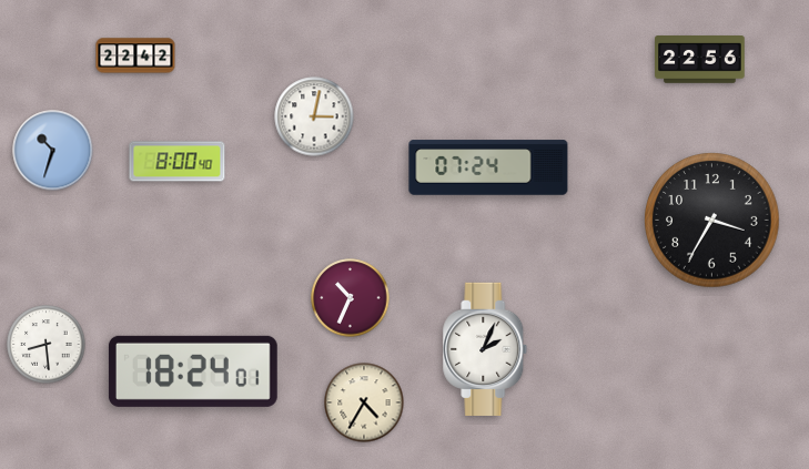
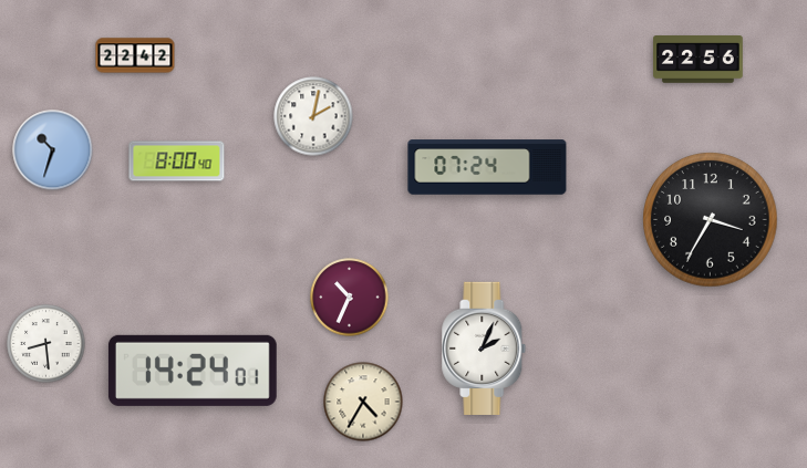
clock at (314, 116): 3:02 -> 2:02
clock at (193, 371): 18:24 -> 14:24
